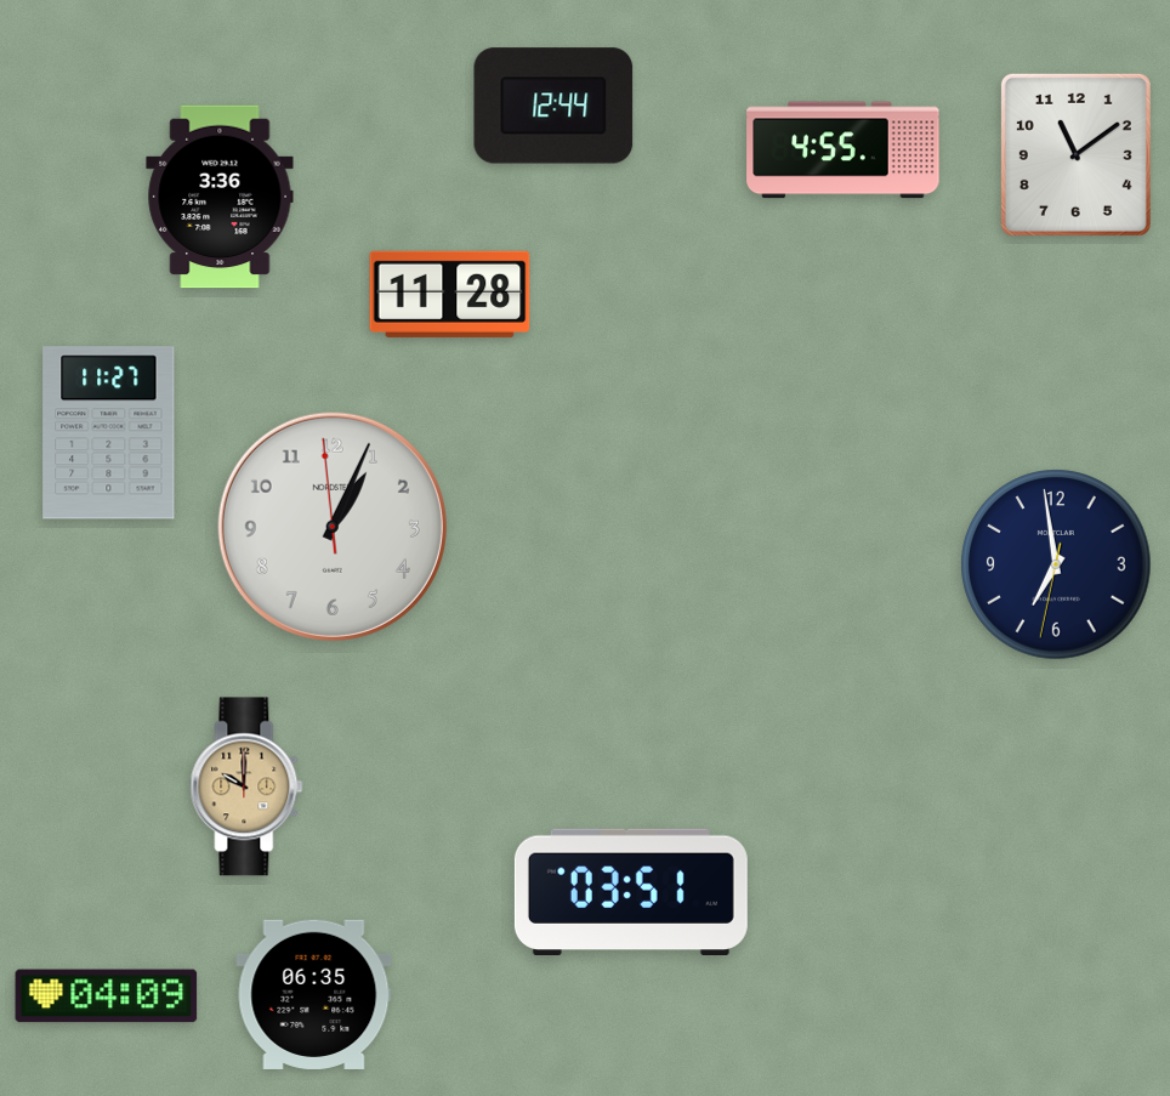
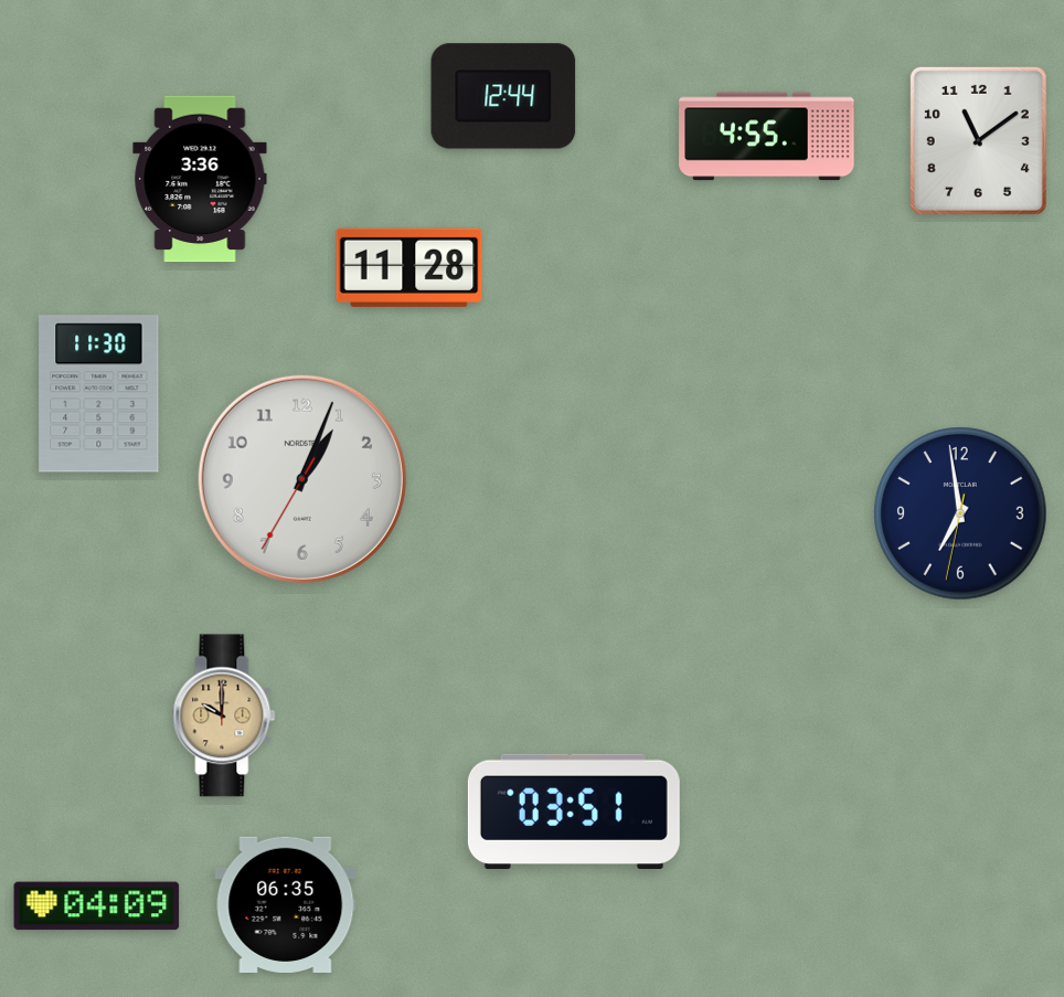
clock at (109, 433): 11:27 -> 11:30
clock at (333, 527): 1:03:59 -> 1:03:35
